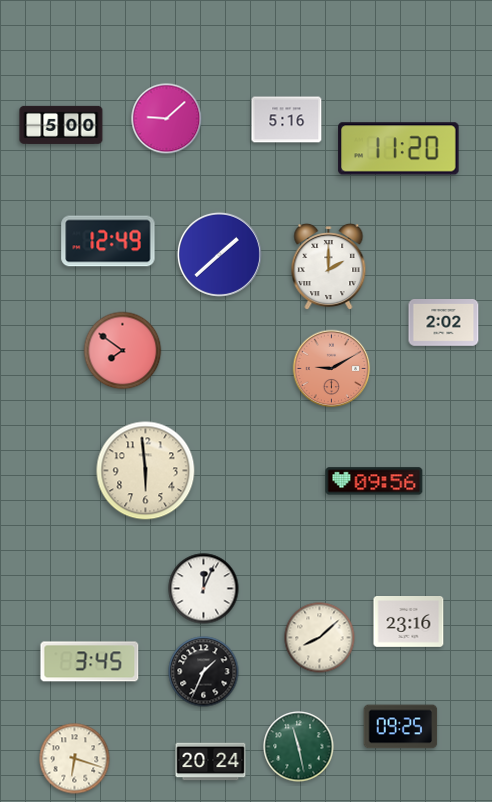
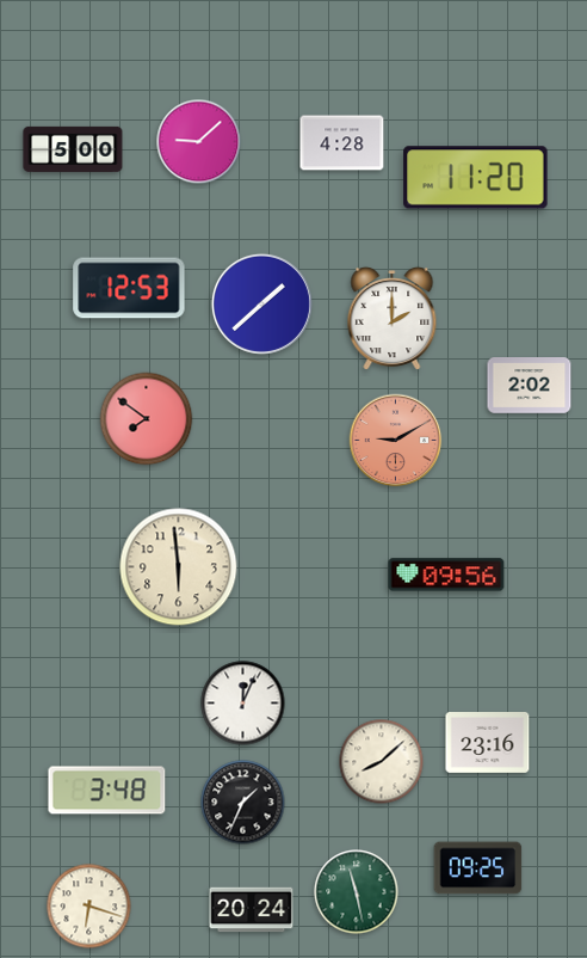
clock at (287, 120): 5:16 -> 4:28
clock at (108, 241): 12:49 -> 12:53
clock at (146, 471) position: (146, 471) -> (179, 567)
clock at (90, 662): 3:45 -> 3:48
